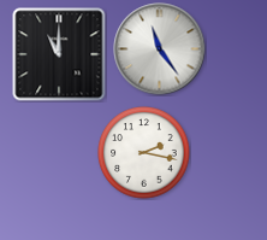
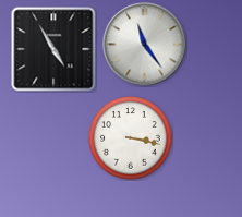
clock at (59, 54): 11:00 -> 4:55
clock at (144, 153): 2:17 -> 3:17
